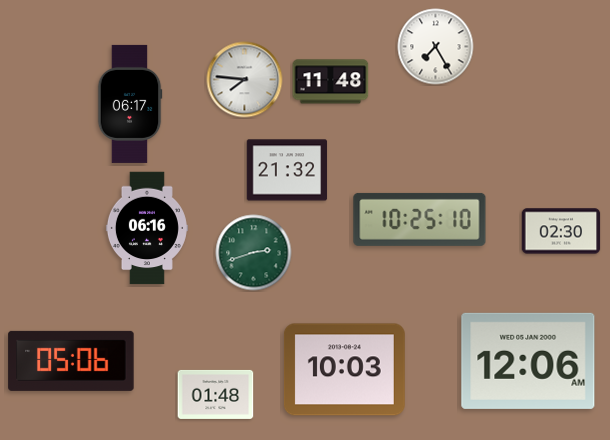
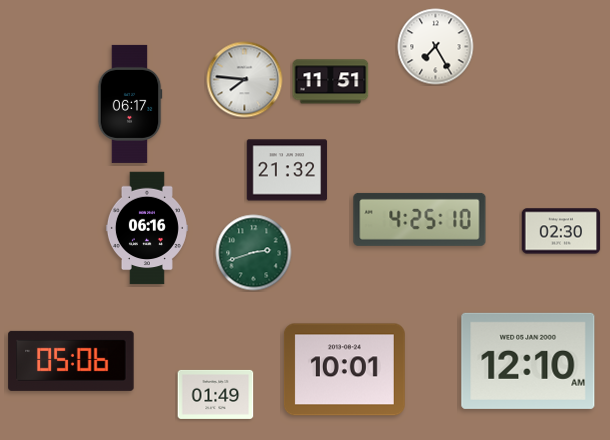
clock at (331, 82): 11:48 -> 11:51
clock at (420, 219): 10:25 -> 4:25
clock at (528, 361): 12:06 -> 12:10
clock at (344, 370): 10:03 -> 10:01
clock at (216, 394): 01:48 -> 01:49
